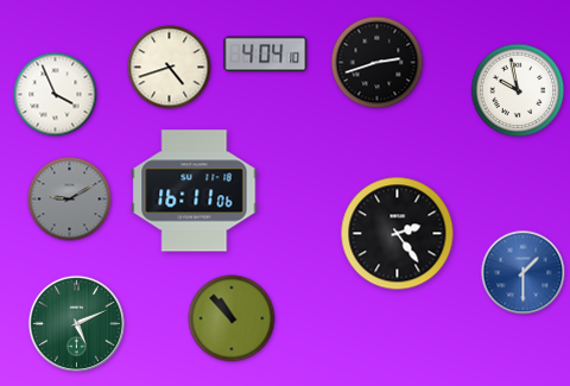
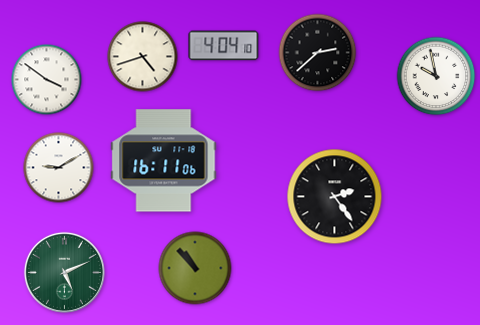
clock at (378, 63): 2:42 -> 2:38
clock at (56, 95): 3:56 -> 3:51
clock at (70, 200) dial: grey -> white
clock at (524, 273): 1:30 -> none
